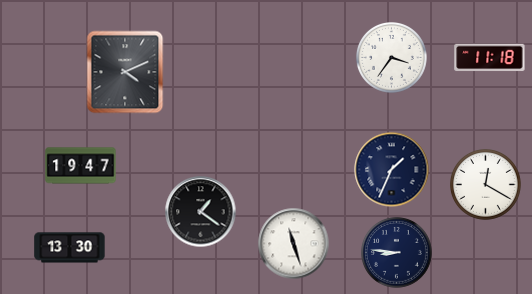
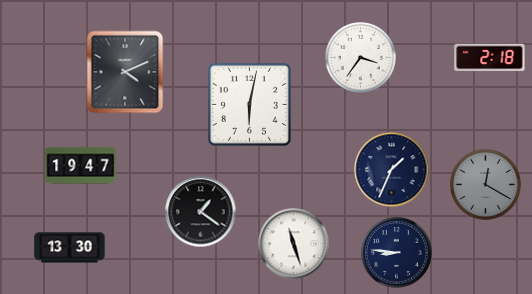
clock at (392, 58) position: (392, 58) -> (361, 58)
clock at (490, 58): 11:18 -> 2:18
clock at (249, 104): none -> 6:02
clock at (486, 185) dial: white -> grey
